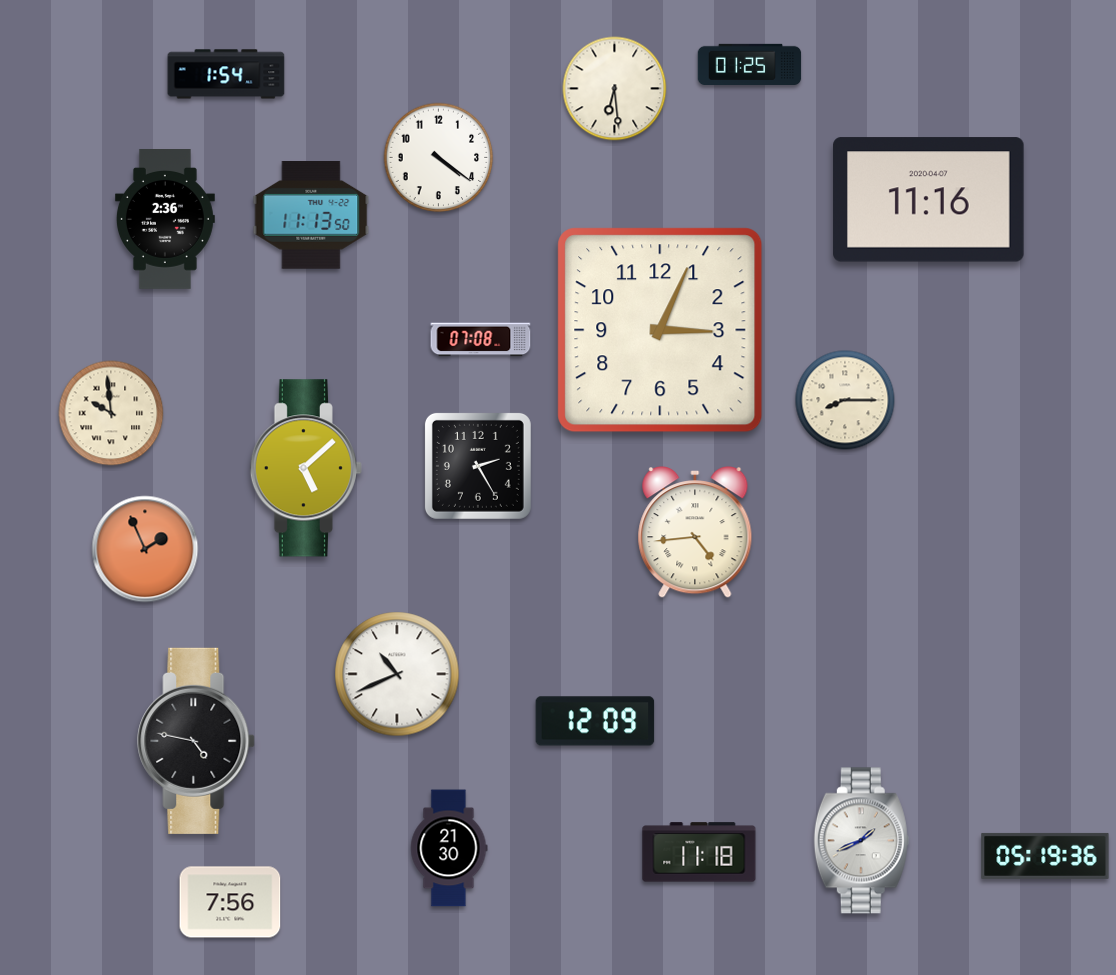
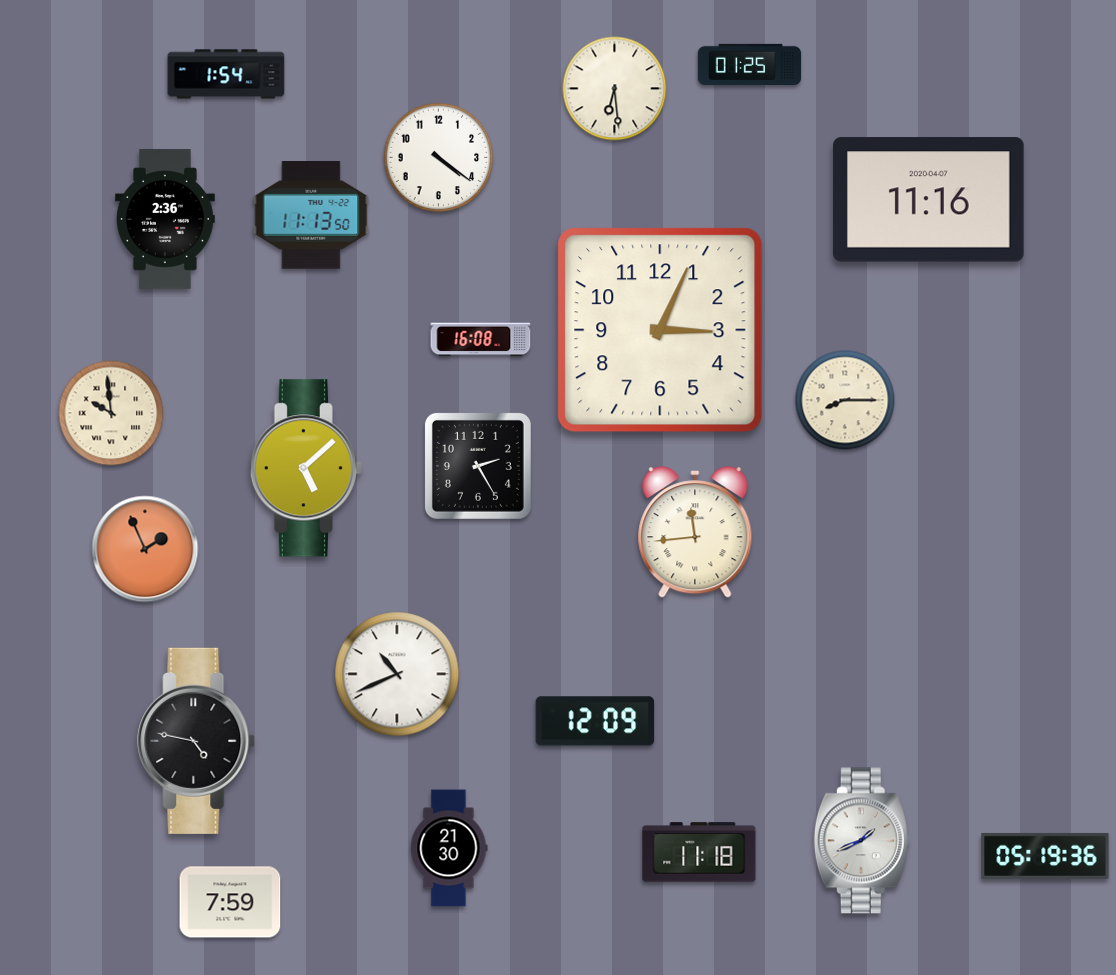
clock at (481, 340): 07:08 -> 16:08
clock at (695, 533): 4:44 -> 11:44
clock at (230, 902): 7:56 -> 7:59
